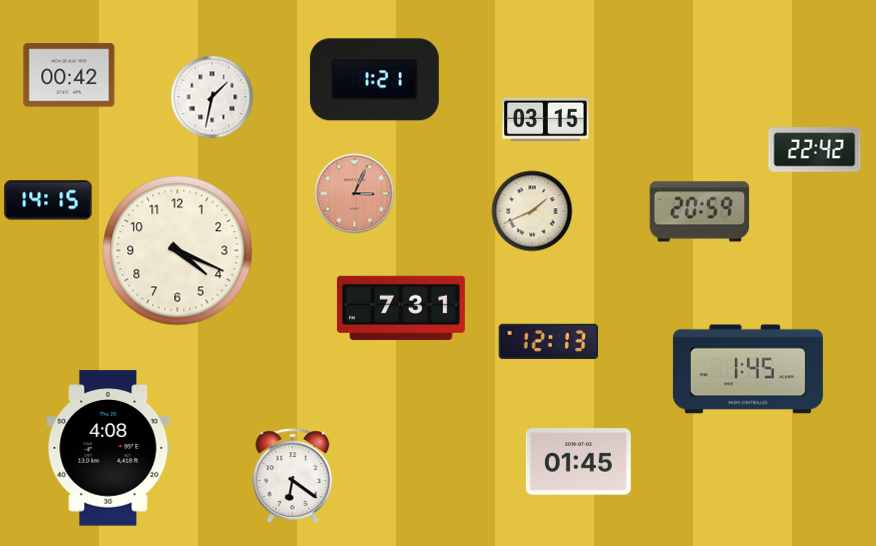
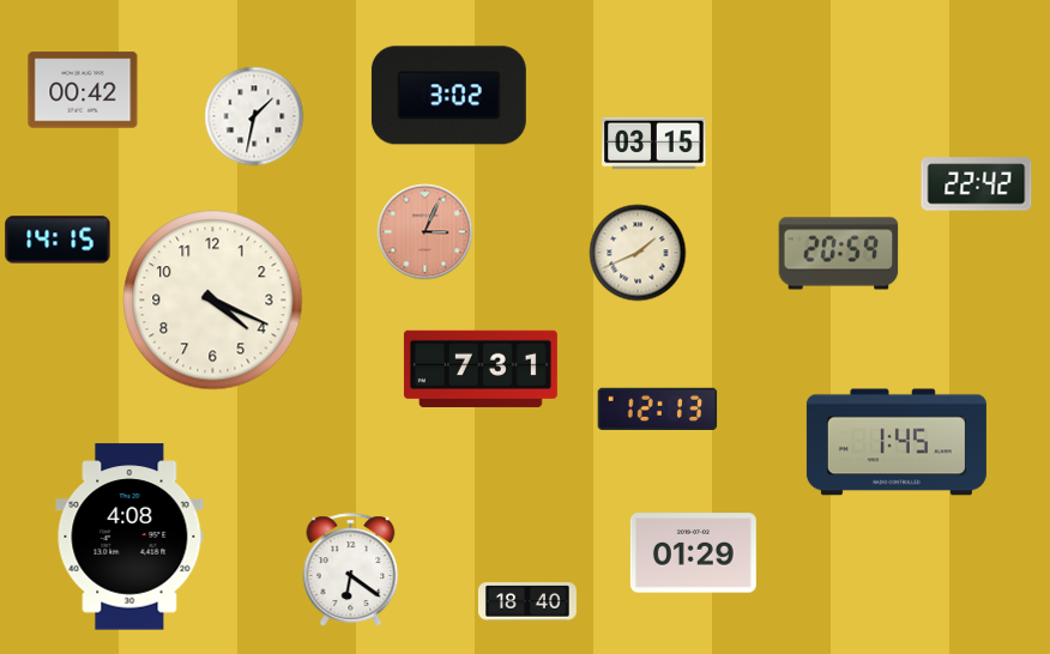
clock at (374, 80): 1:21 -> 3:02
clock at (815, 150) position: (815, 150) -> (977, 184)
clock at (578, 462): 01:45 -> 01:29
clock at (527, 601): none -> 18:40
